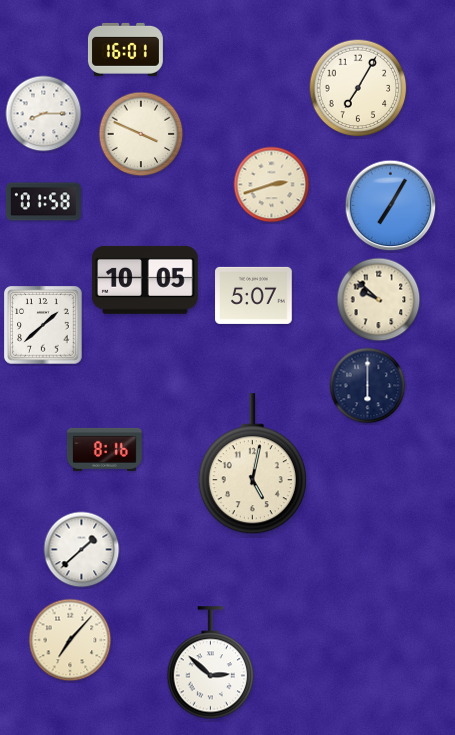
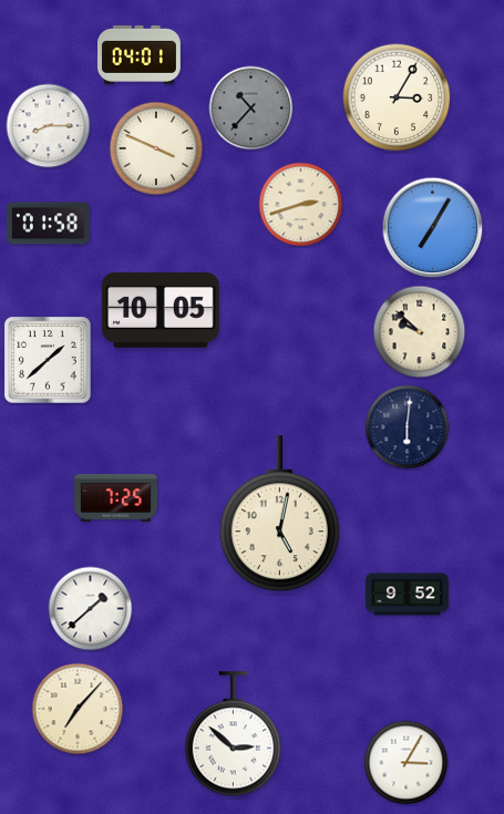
clock at (125, 49): 16:01 -> 04:01
clock at (358, 88): 7:05 -> 3:05
clock at (251, 109): none -> 10:37
clock at (254, 295): 5:07 -> none
clock at (368, 386): 6:00 -> 6:01
clock at (104, 449): 8:16 -> 7:25
clock at (407, 595): none -> 9:52
clock at (407, 763): none -> 3:05
